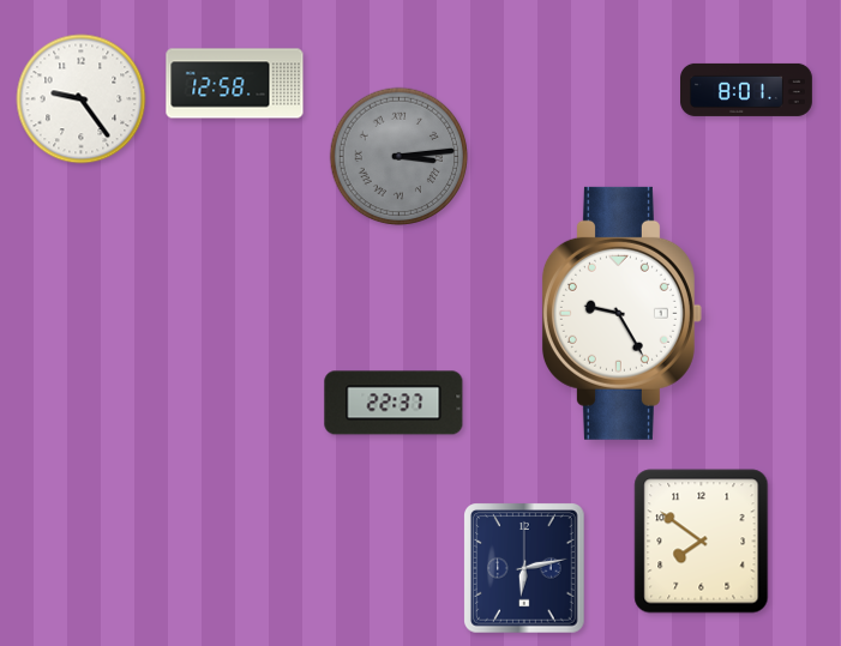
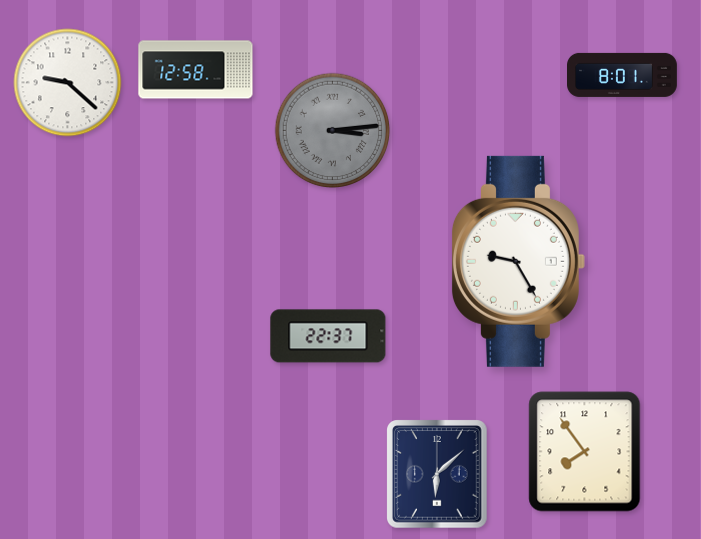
clock at (82, 99): 9:24 -> 9:22
clock at (702, 542): 7:51 -> 7:54
clock at (525, 568): 6:13 -> 6:08
